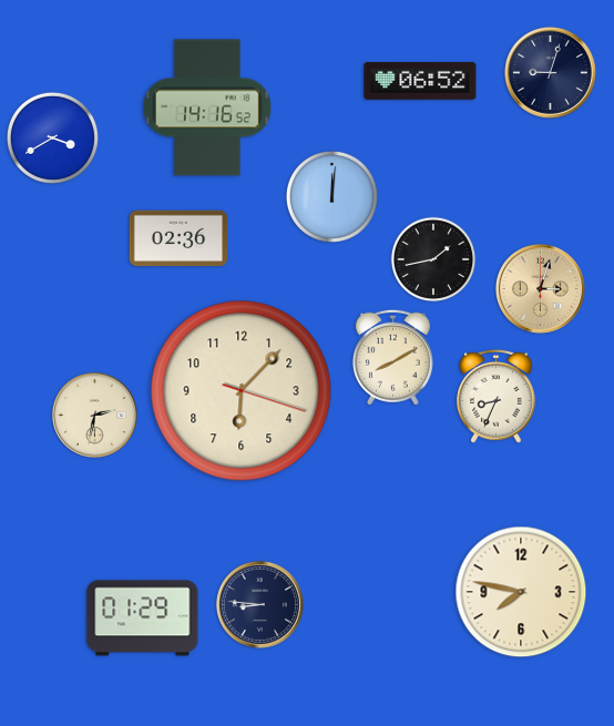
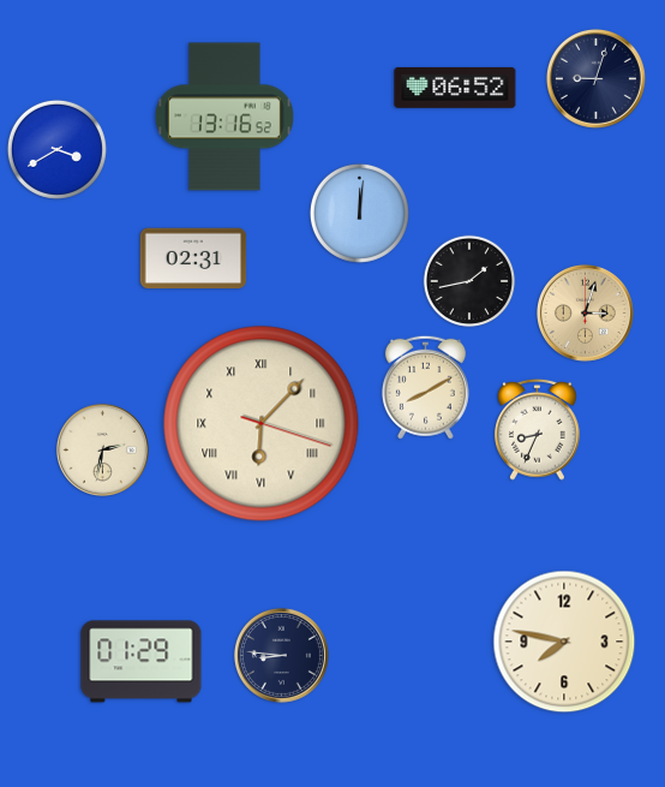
clock at (207, 108): 14:16 -> 13:16
clock at (178, 238): 02:36 -> 02:31
clock at (242, 391) numerals: Arabic -> Roman
clock at (143, 618) position: (143, 618) -> (142, 662)
